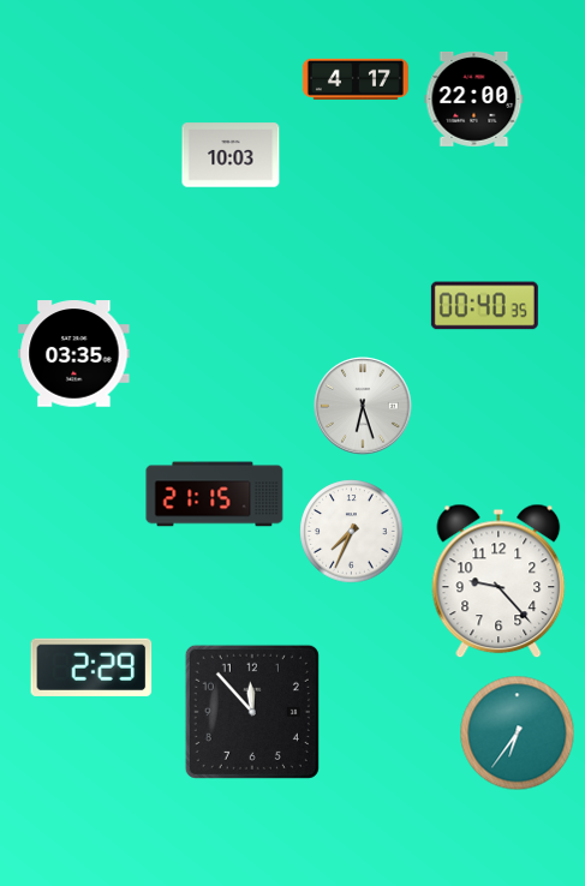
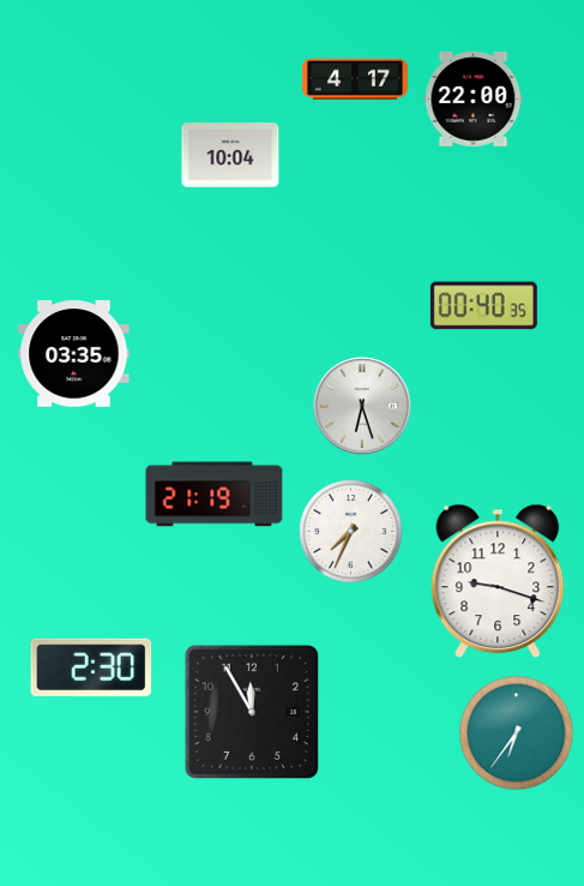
clock at (231, 155): 10:03 -> 10:04
clock at (215, 495): 21:15 -> 21:19
clock at (499, 581): 9:23 -> 9:18
clock at (91, 668): 2:29 -> 2:30
clock at (252, 712): 11:53 -> 11:55
